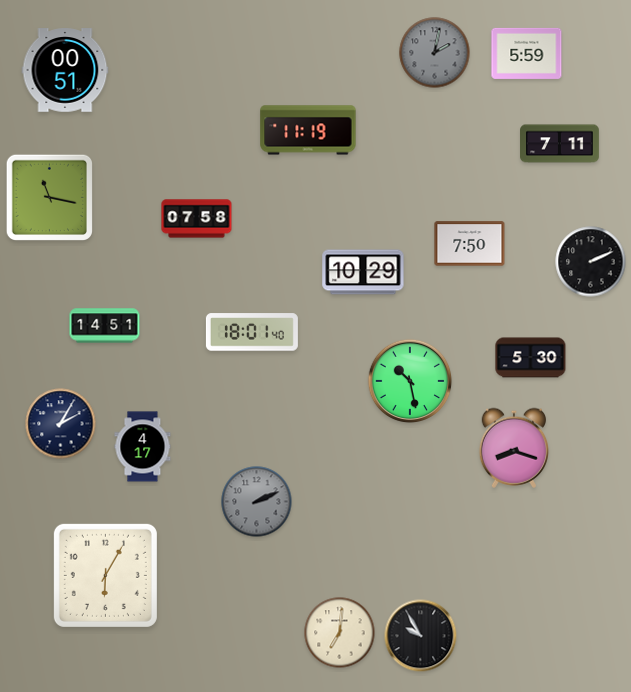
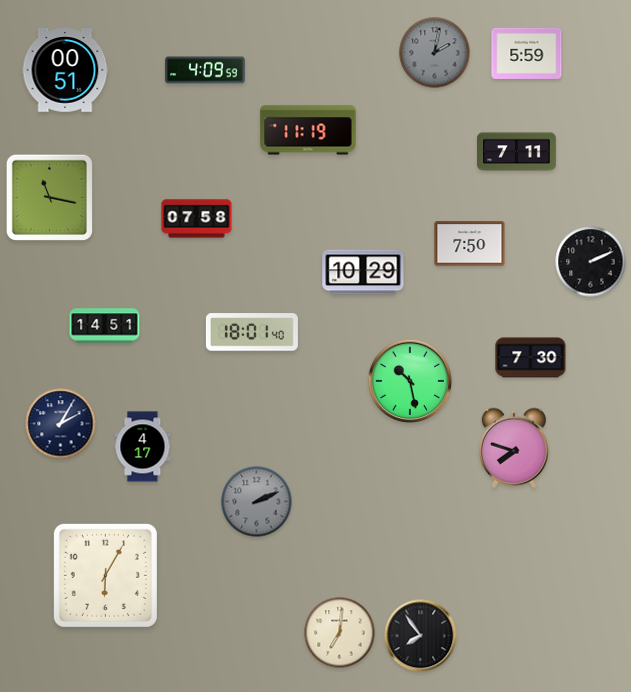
clock at (205, 70): none -> 4:09
clock at (560, 144) position: (560, 144) -> (517, 152)
clock at (531, 358): 5:30 -> 7:30
clock at (514, 448): 8:18 -> 7:48
clock at (421, 636): 9:55 -> 7:54
